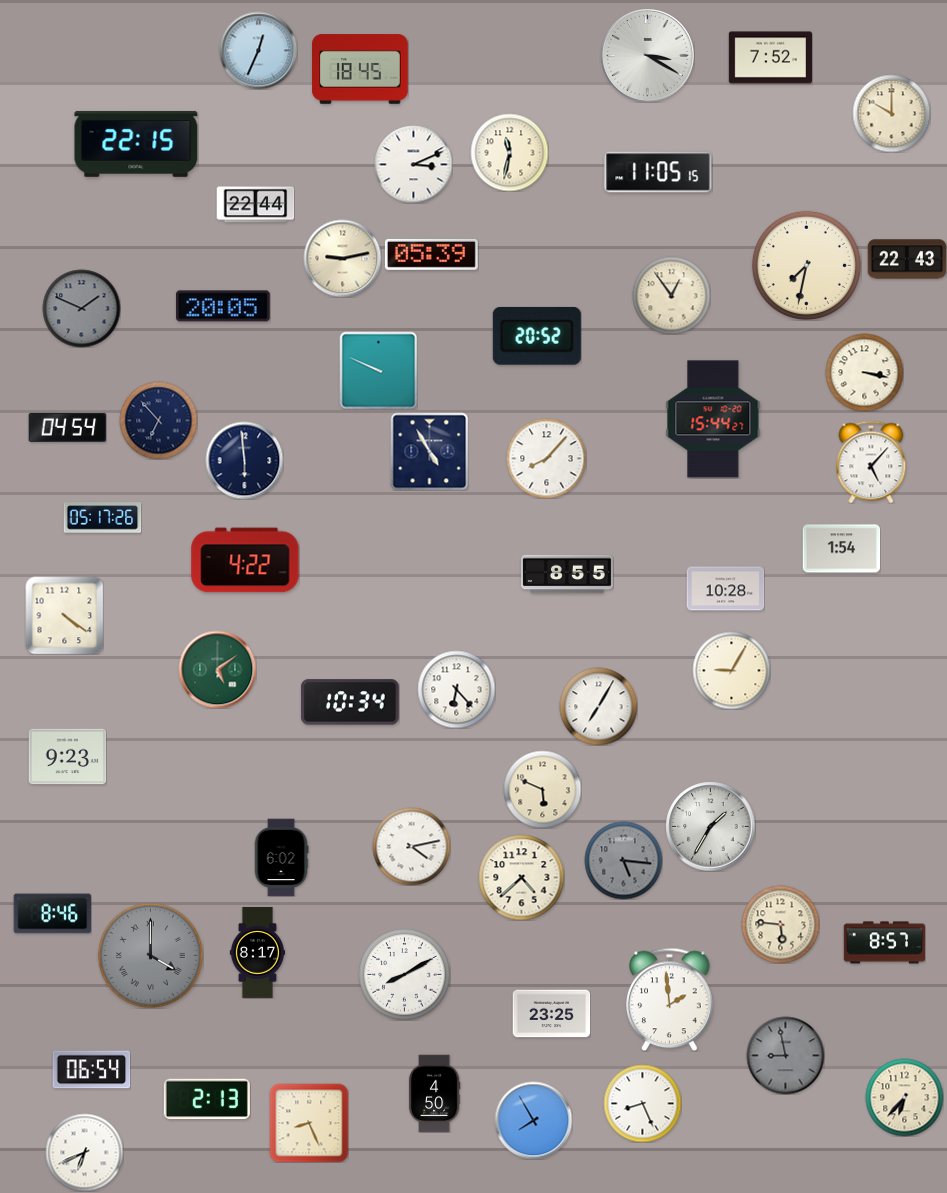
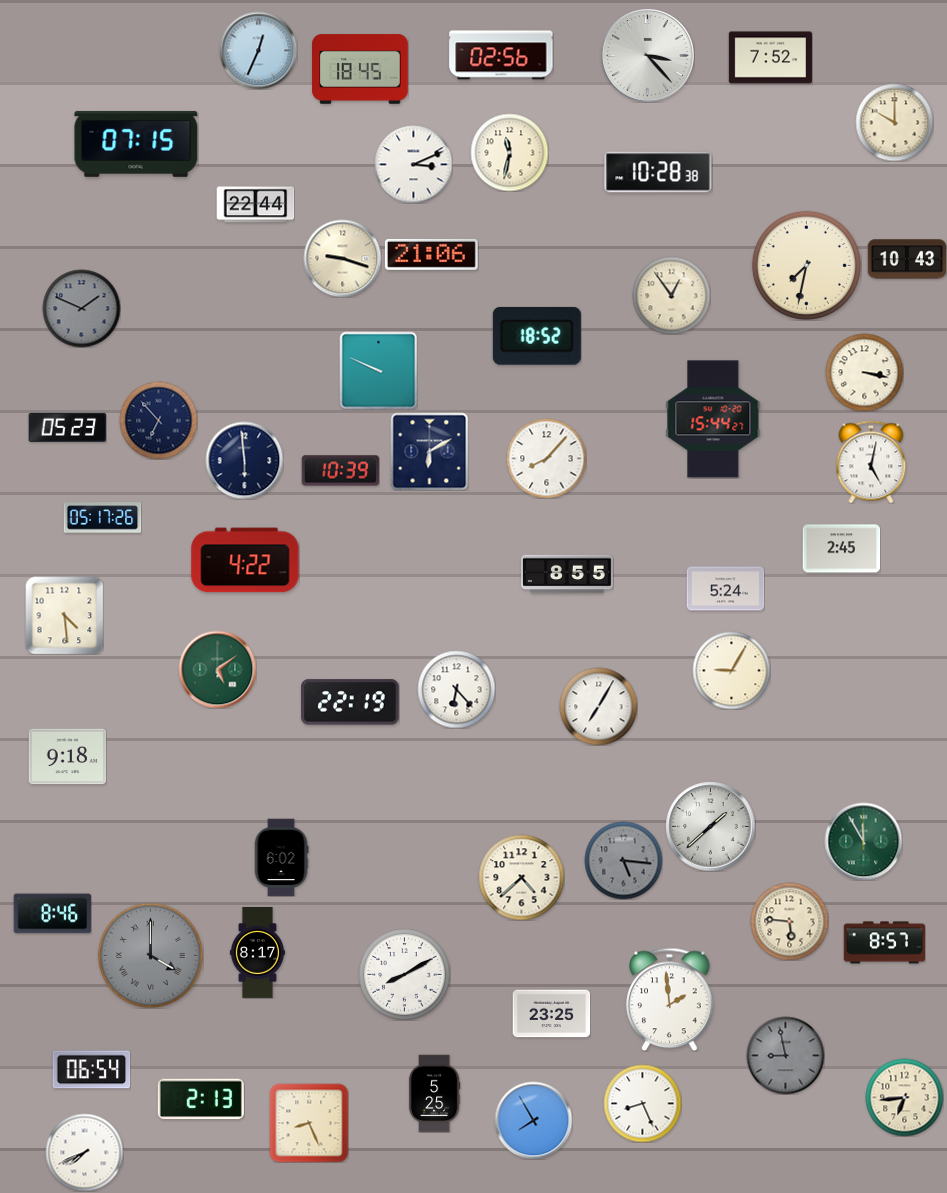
clock at (501, 55): none -> 02:56
clock at (647, 55): 3:20 -> 3:23
clock at (891, 113) position: (891, 113) -> (894, 122)
clock at (136, 144): 22:15 -> 07:15
clock at (658, 172): 11:05 -> 10:28
clock at (431, 254): 05:39 -> 21:06
clock at (342, 258): 9:13 -> 9:18
clock at (907, 259): 22:43 -> 10:43
clock at (223, 306): 20:05 -> none
clock at (537, 336): 20:52 -> 18:52
clock at (67, 427): 04:54 -> 05:23
clock at (429, 451): 4:55 -> 6:10
clock at (871, 462): 5:07 -> 5:02
clock at (340, 471): none -> 10:39
clock at (841, 549): 1:54 -> 2:45
clock at (725, 589): 10:28 -> 5:24
clock at (64, 615): 4:21 -> 4:29
clock at (350, 702): 10:34 -> 22:19
clock at (67, 757): 9:23 -> 9:18
clock at (542, 789): 5:49 -> none
clock at (710, 826): 1:35 -> 1:38
clock at (863, 841): none -> 11:55
clock at (411, 846): 4:13 -> none
clock at (780, 924) position: (780, 924) -> (789, 921)
clock at (434, 1093): 4:50 -> 5:25
clock at (904, 1097): 6:37 -> 6:44
clock at (207, 1099) position: (207, 1099) -> (201, 1099)
clock at (84, 1152): 6:41 -> 7:41
